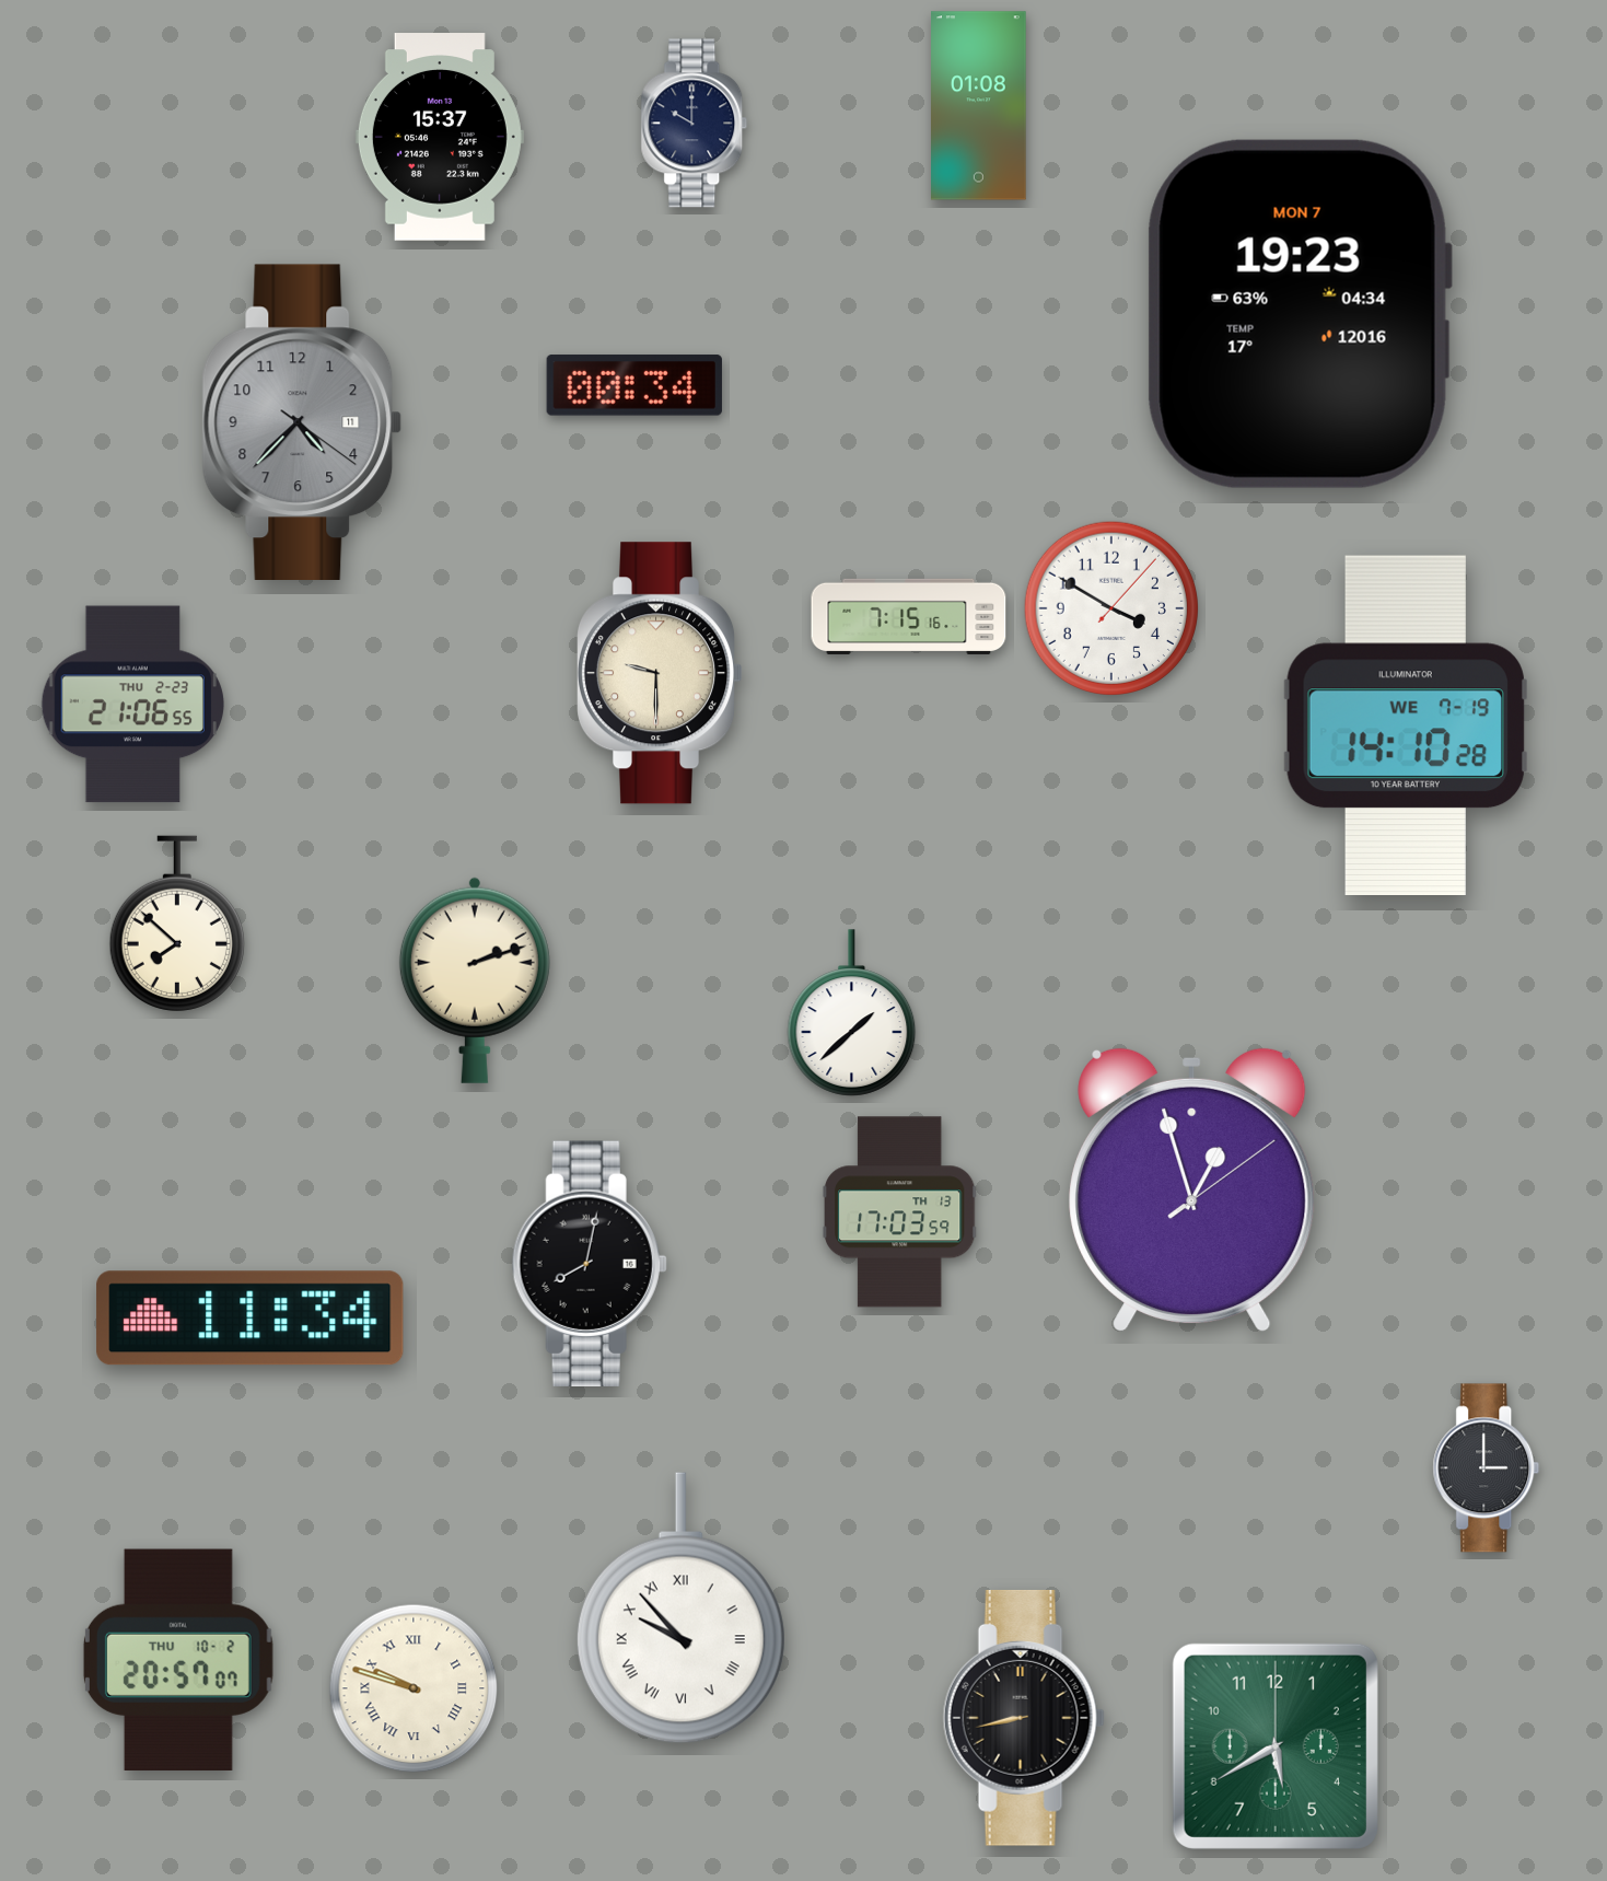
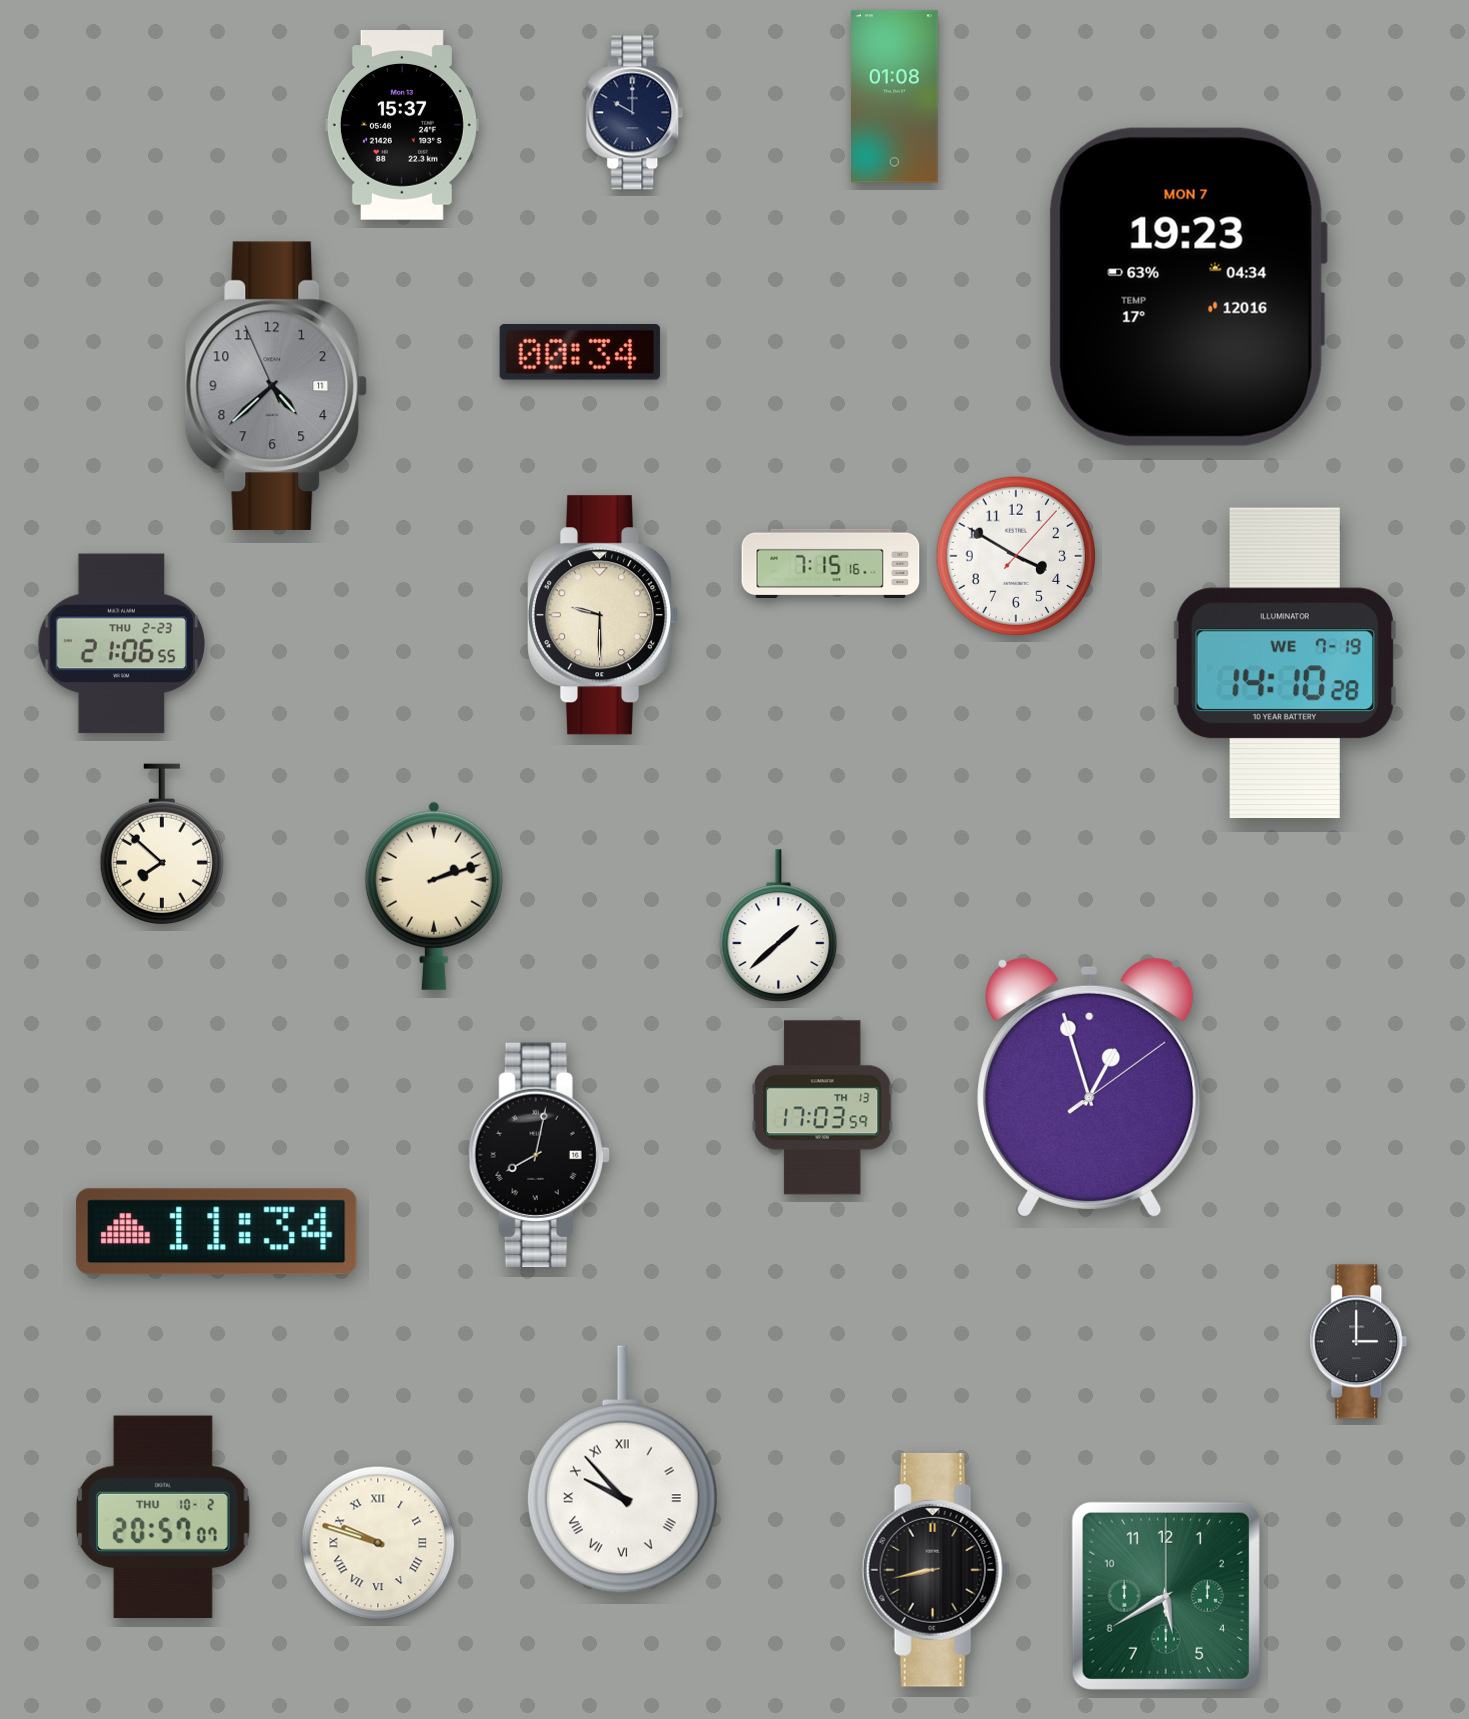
clock at (302, 421): 4:37:21 -> 4:37:56
clock at (251, 1319) position: (251, 1319) -> (217, 1232)
